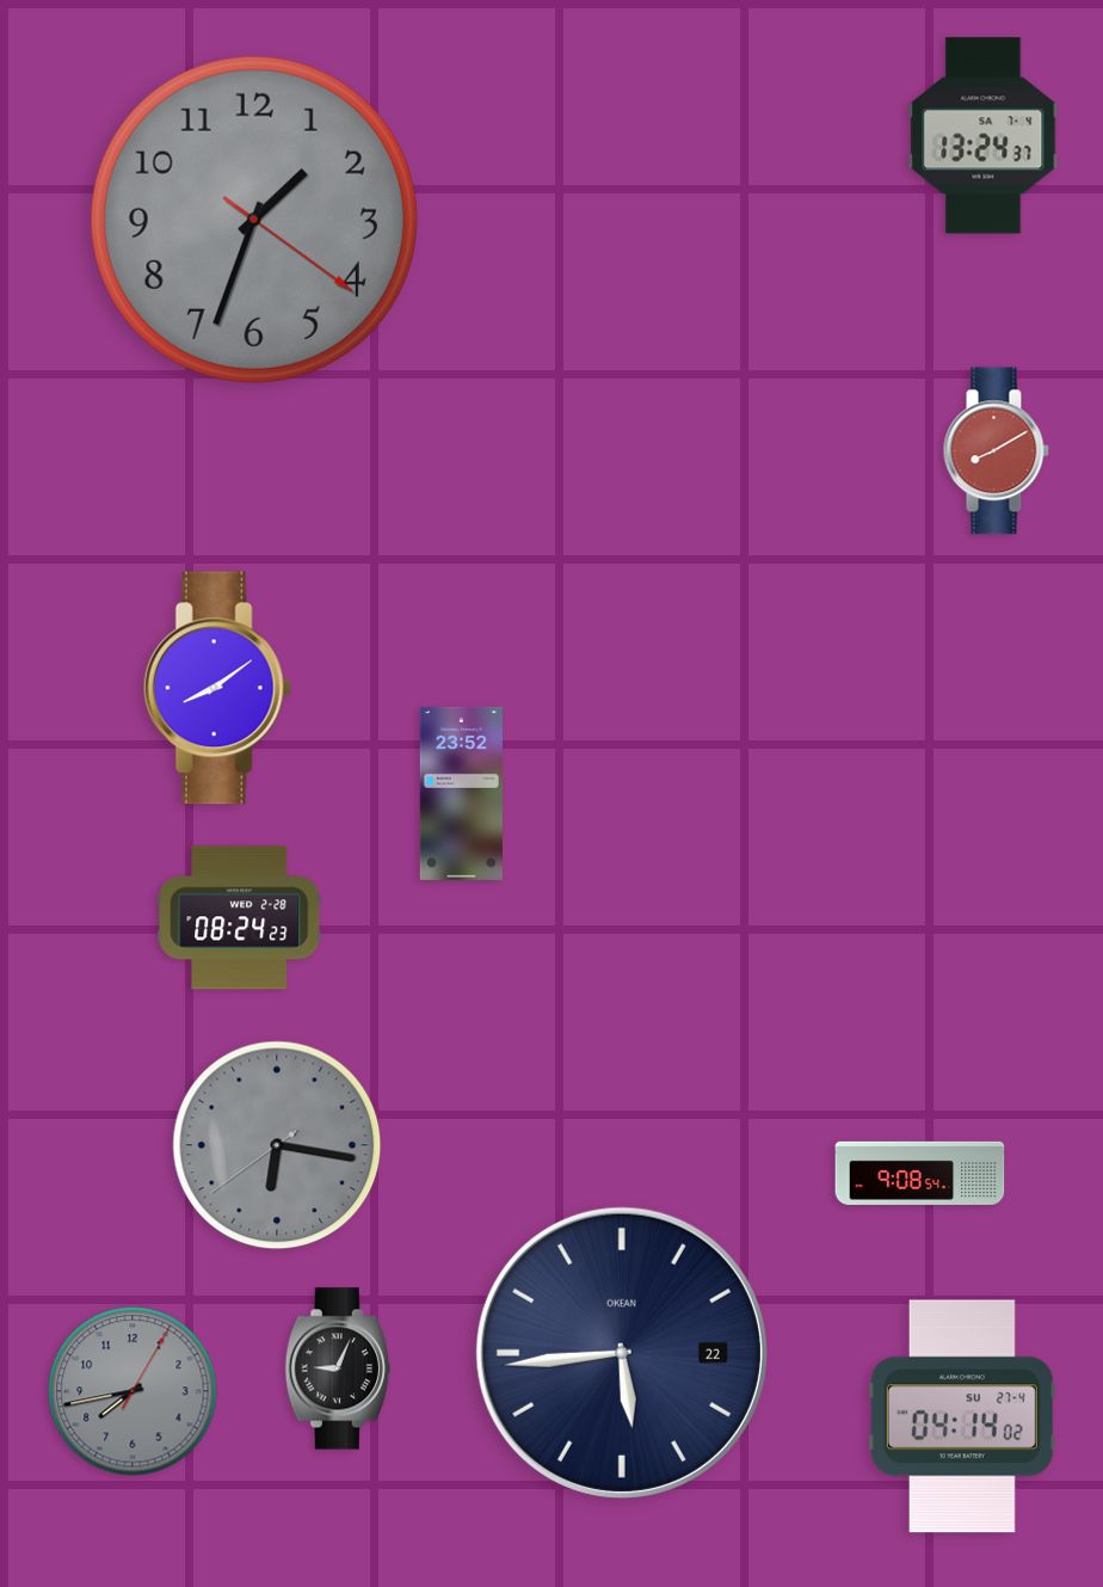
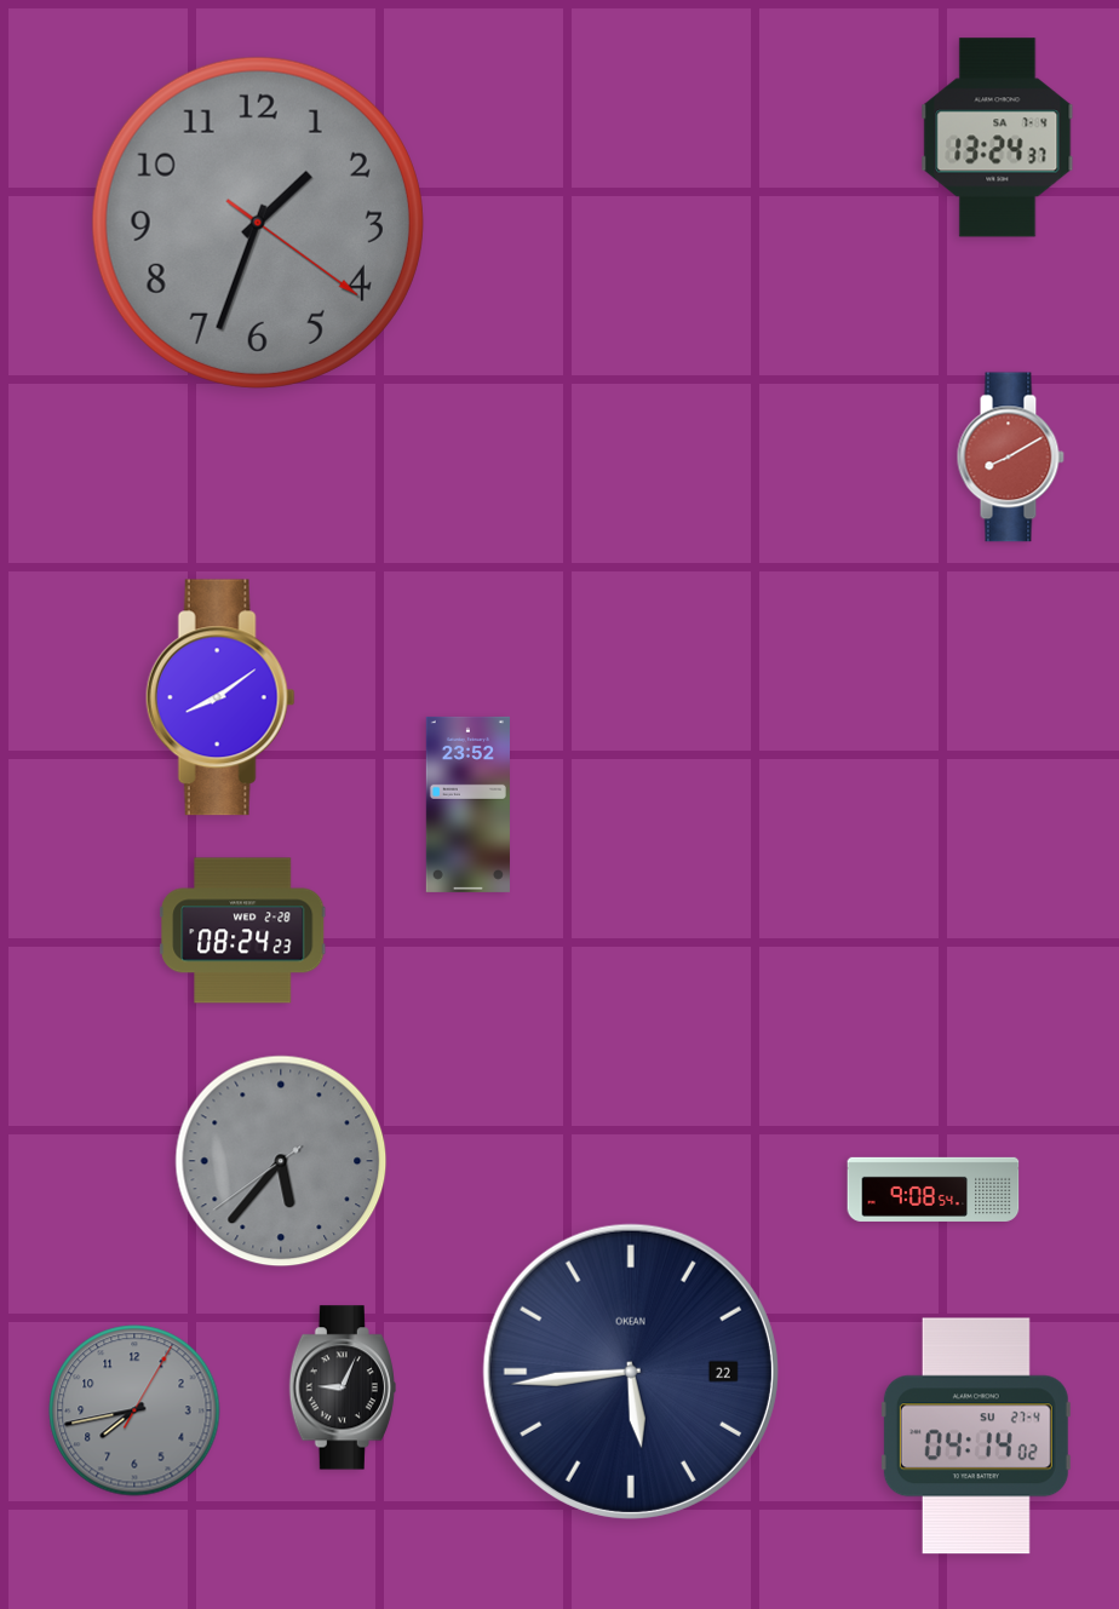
clock at (277, 1145): 6:16 -> 5:36
